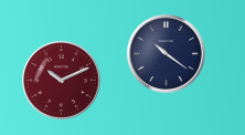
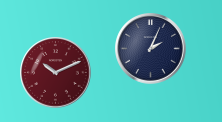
clock at (167, 54): 10:21 -> 2:04
